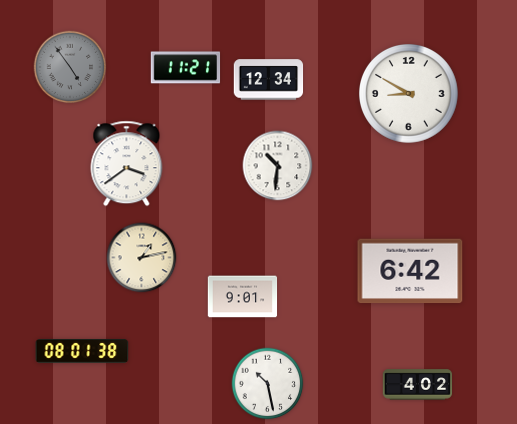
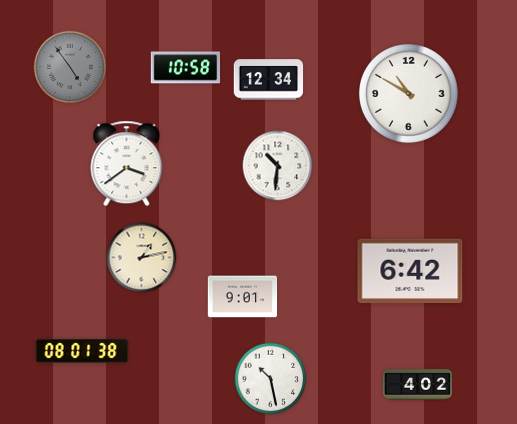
clock at (186, 68): 11:21 -> 10:58
clock at (409, 94): 8:50 -> 10:50
clock at (268, 384) position: (268, 384) -> (271, 379)
